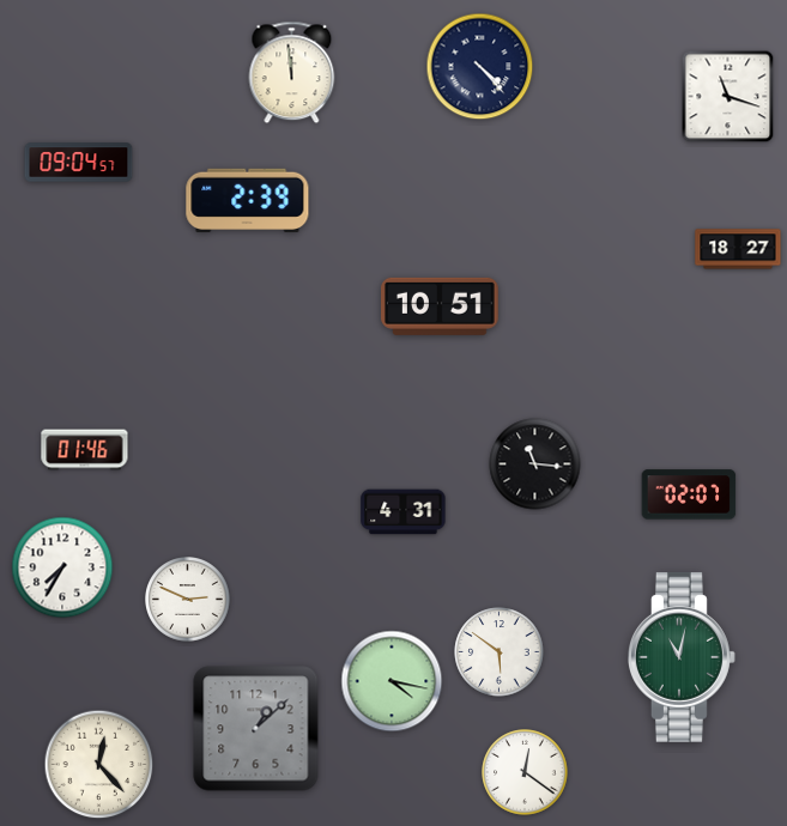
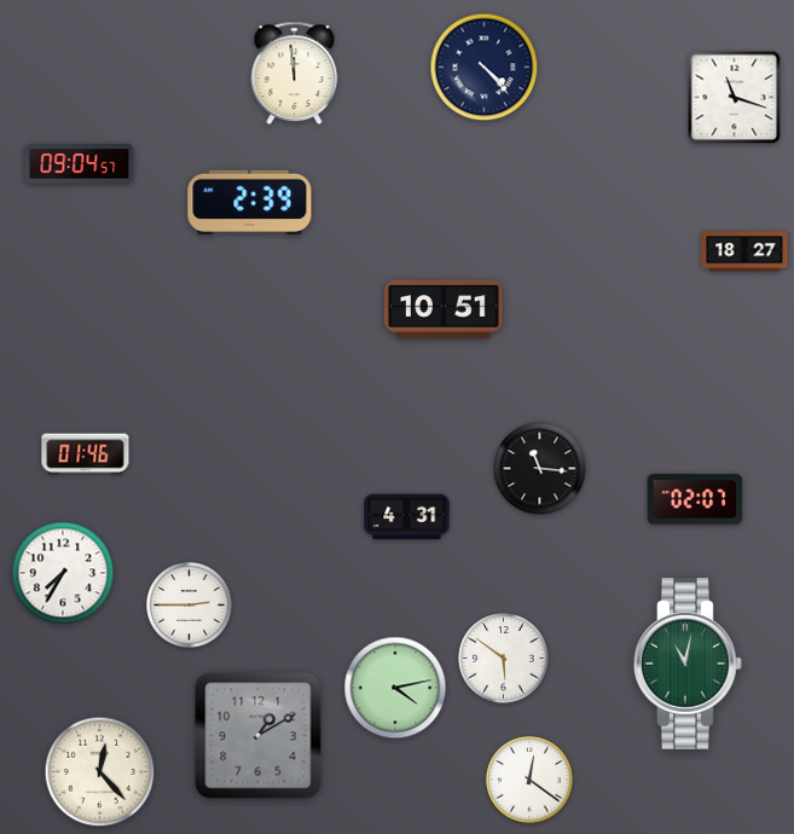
clock at (188, 600): 2:49 -> 2:45
clock at (392, 681): 4:17 -> 4:13
clock at (256, 729): 1:08 -> 1:10
